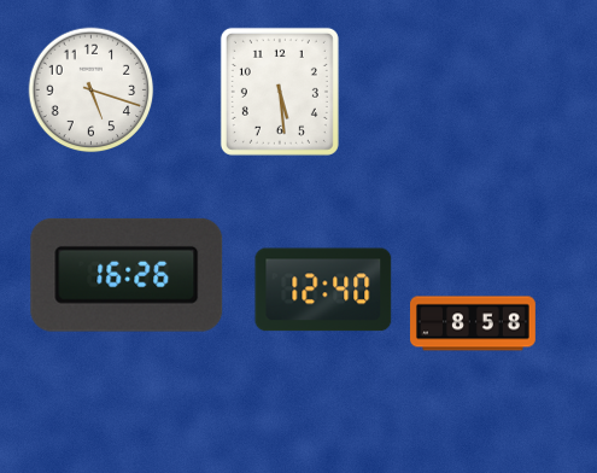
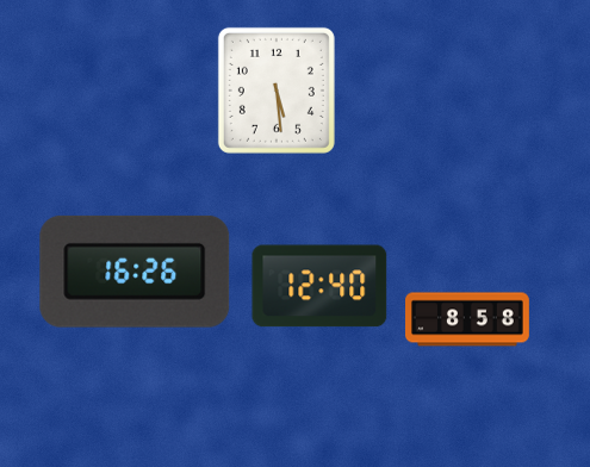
clock at (92, 90): 5:18 -> none
clock at (127, 275) position: (127, 275) -> (135, 272)
